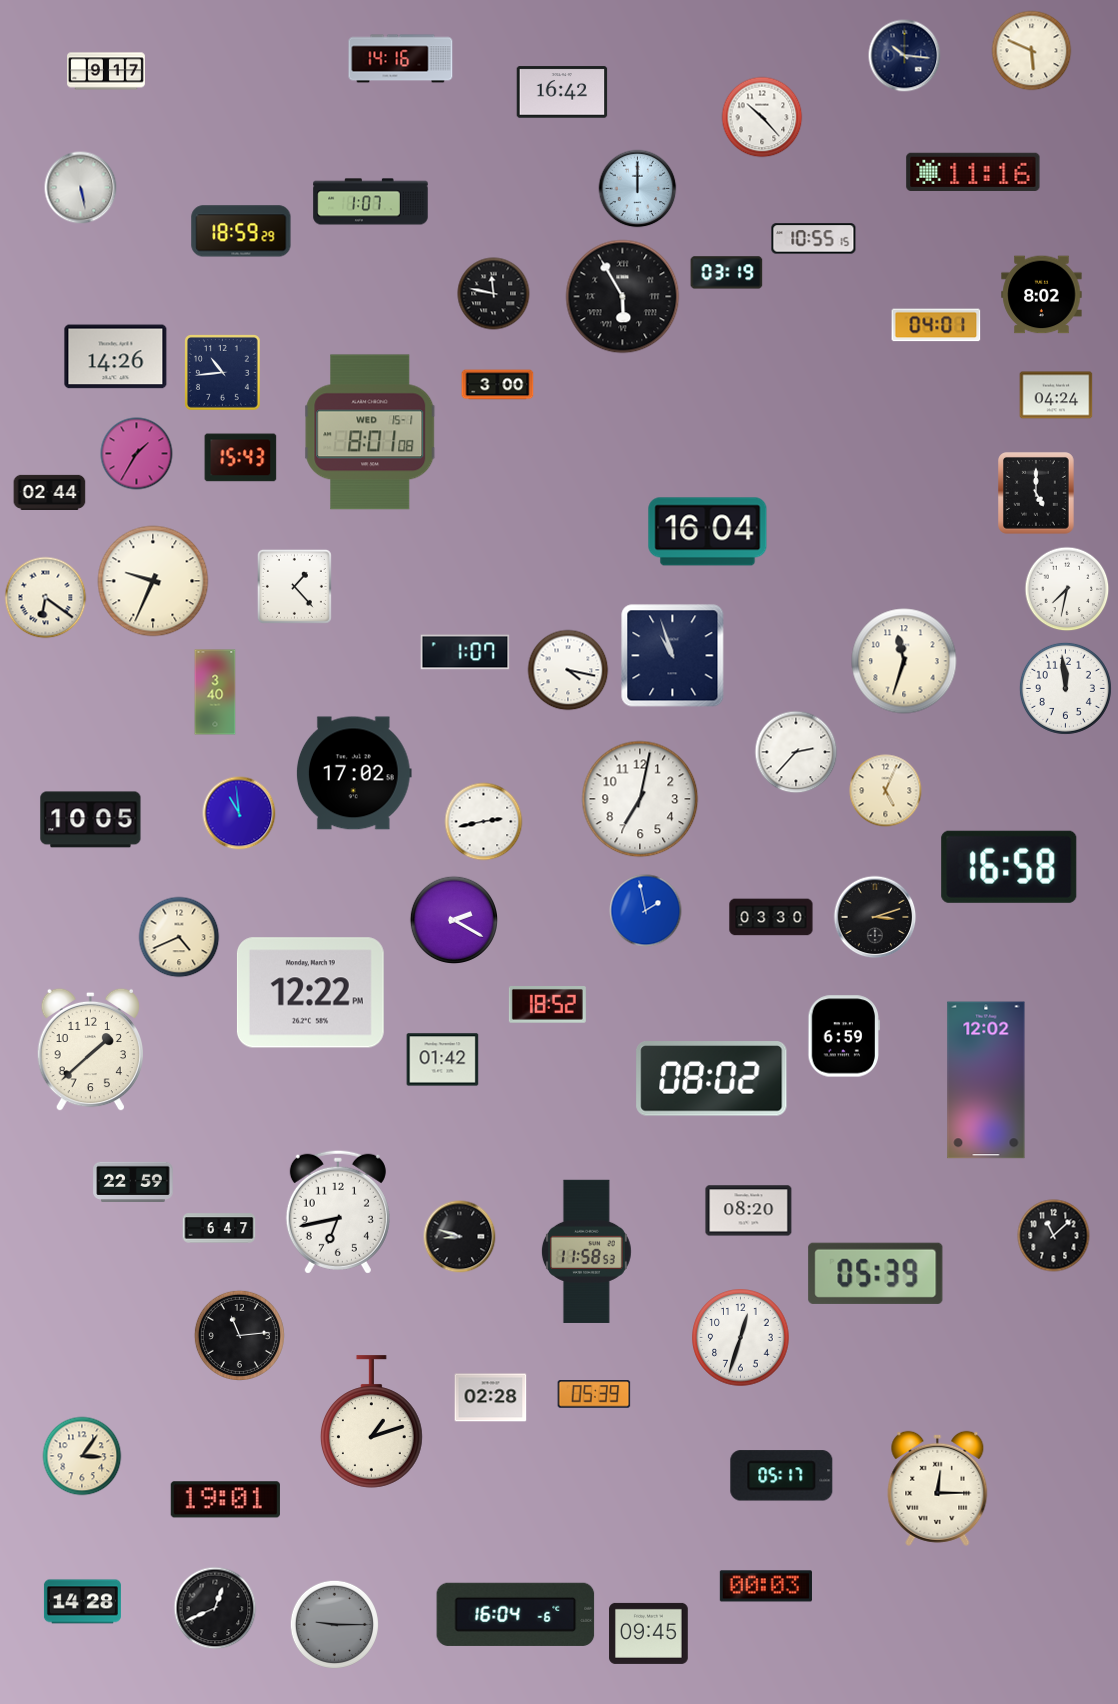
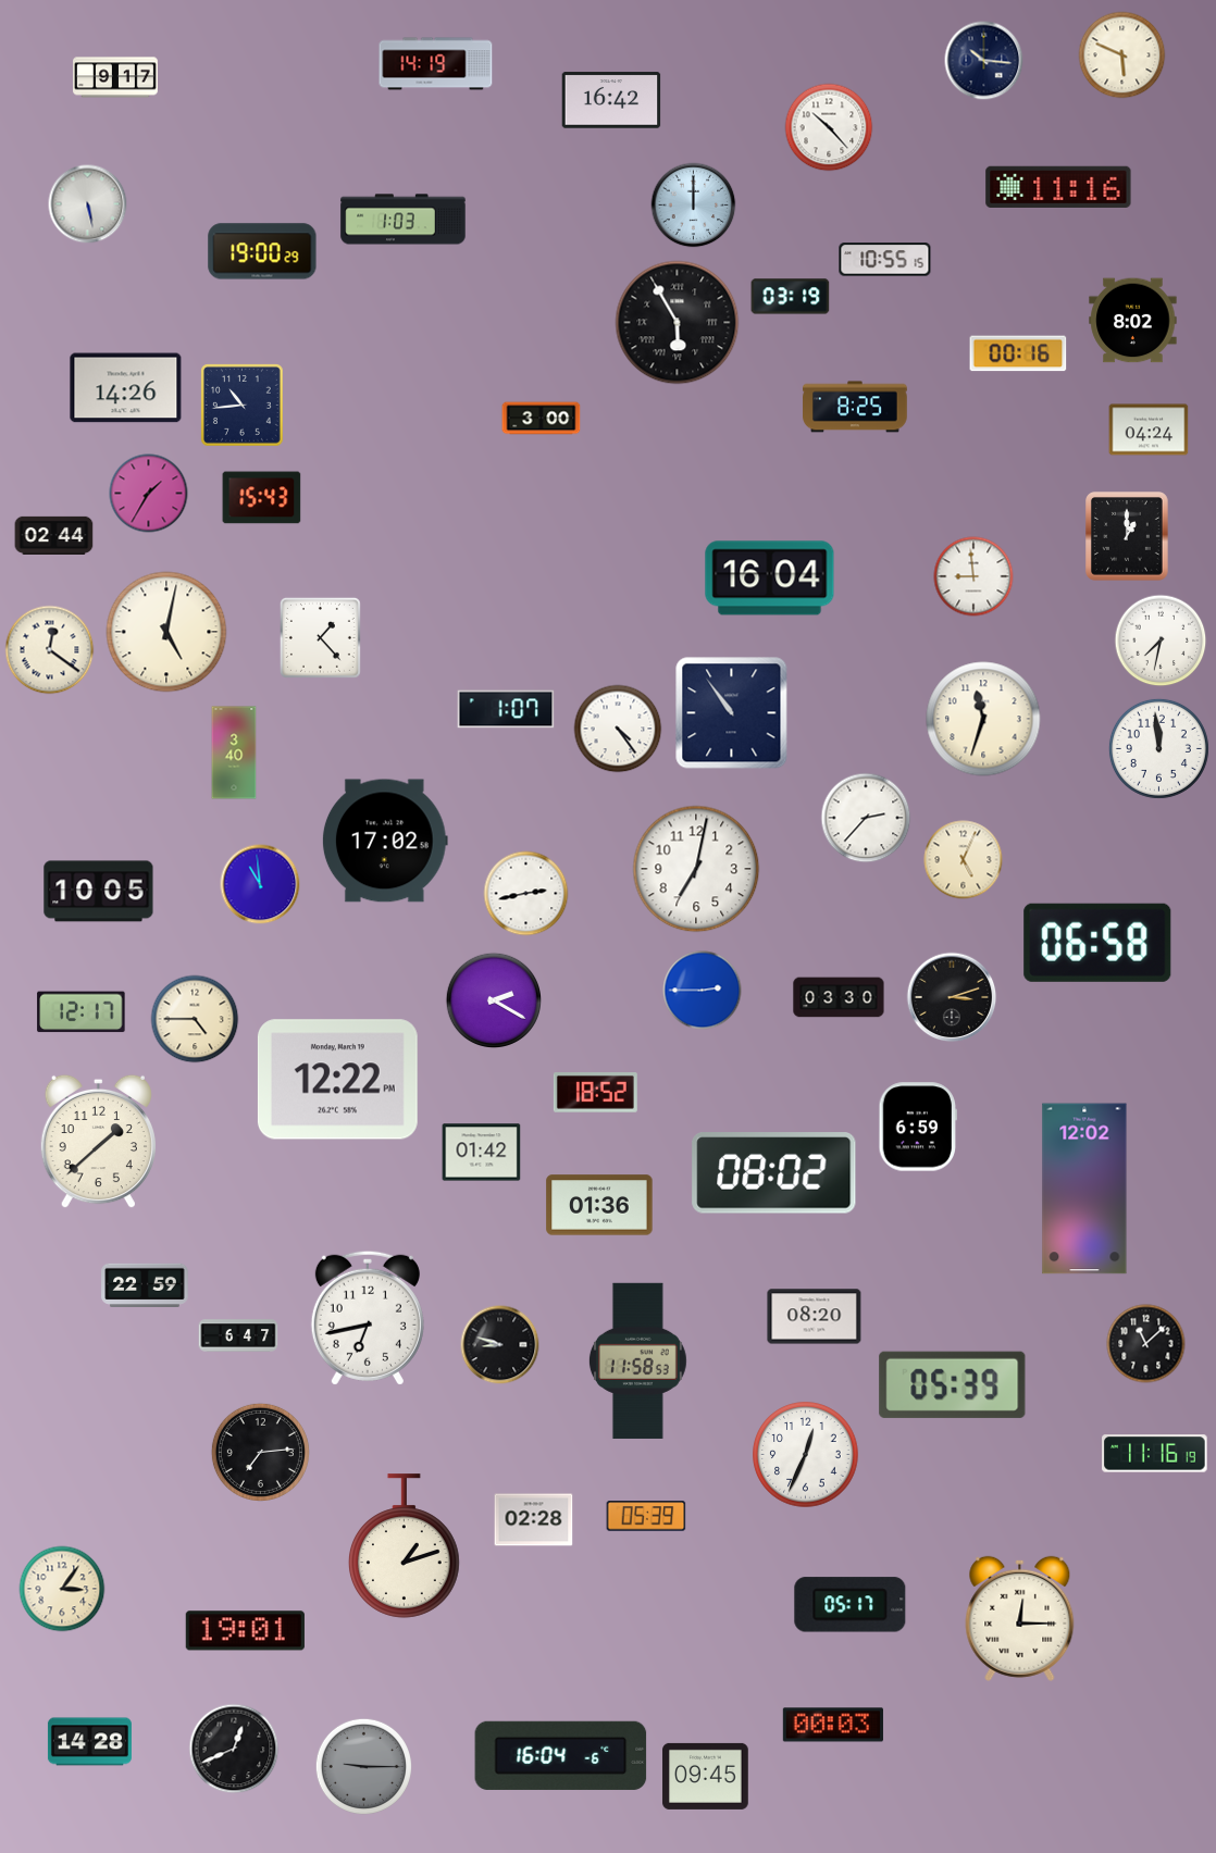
clock at (401, 59): 14:16 -> 14:19
clock at (371, 202): 1:07 -> 1:03
clock at (241, 231): 18:59 -> 19:00
clock at (494, 294): 11:47 -> none
clock at (936, 325): 04:01 -> 00:16
clock at (855, 407): none -> 8:25
clock at (371, 432): 8:01 -> none
clock at (1037, 494): 5:00 -> 1:00
clock at (973, 576): none -> 8:59
clock at (153, 581): 9:34 -> 5:02
clock at (46, 598): 6:21 -> 12:21
clock at (673, 656): 10:57 -> 10:54
clock at (568, 670): 4:17 -> 4:24
clock at (1009, 867): 16:58 -> 06:58
clock at (646, 911): 1:58 -> 2:45
clock at (82, 1012): none -> 12:17
clock at (179, 937): 4:41 -> 4:45
clock at (986, 1080) position: (986, 1080) -> (1084, 1189)
clock at (599, 1205): none -> 01:36
clock at (239, 1335): 11:14 -> 7:14
clock at (1155, 1454): none -> 11:16
clock at (741, 1338): 12:33 -> 12:34
clock at (82, 1456) position: (82, 1456) -> (62, 1589)
